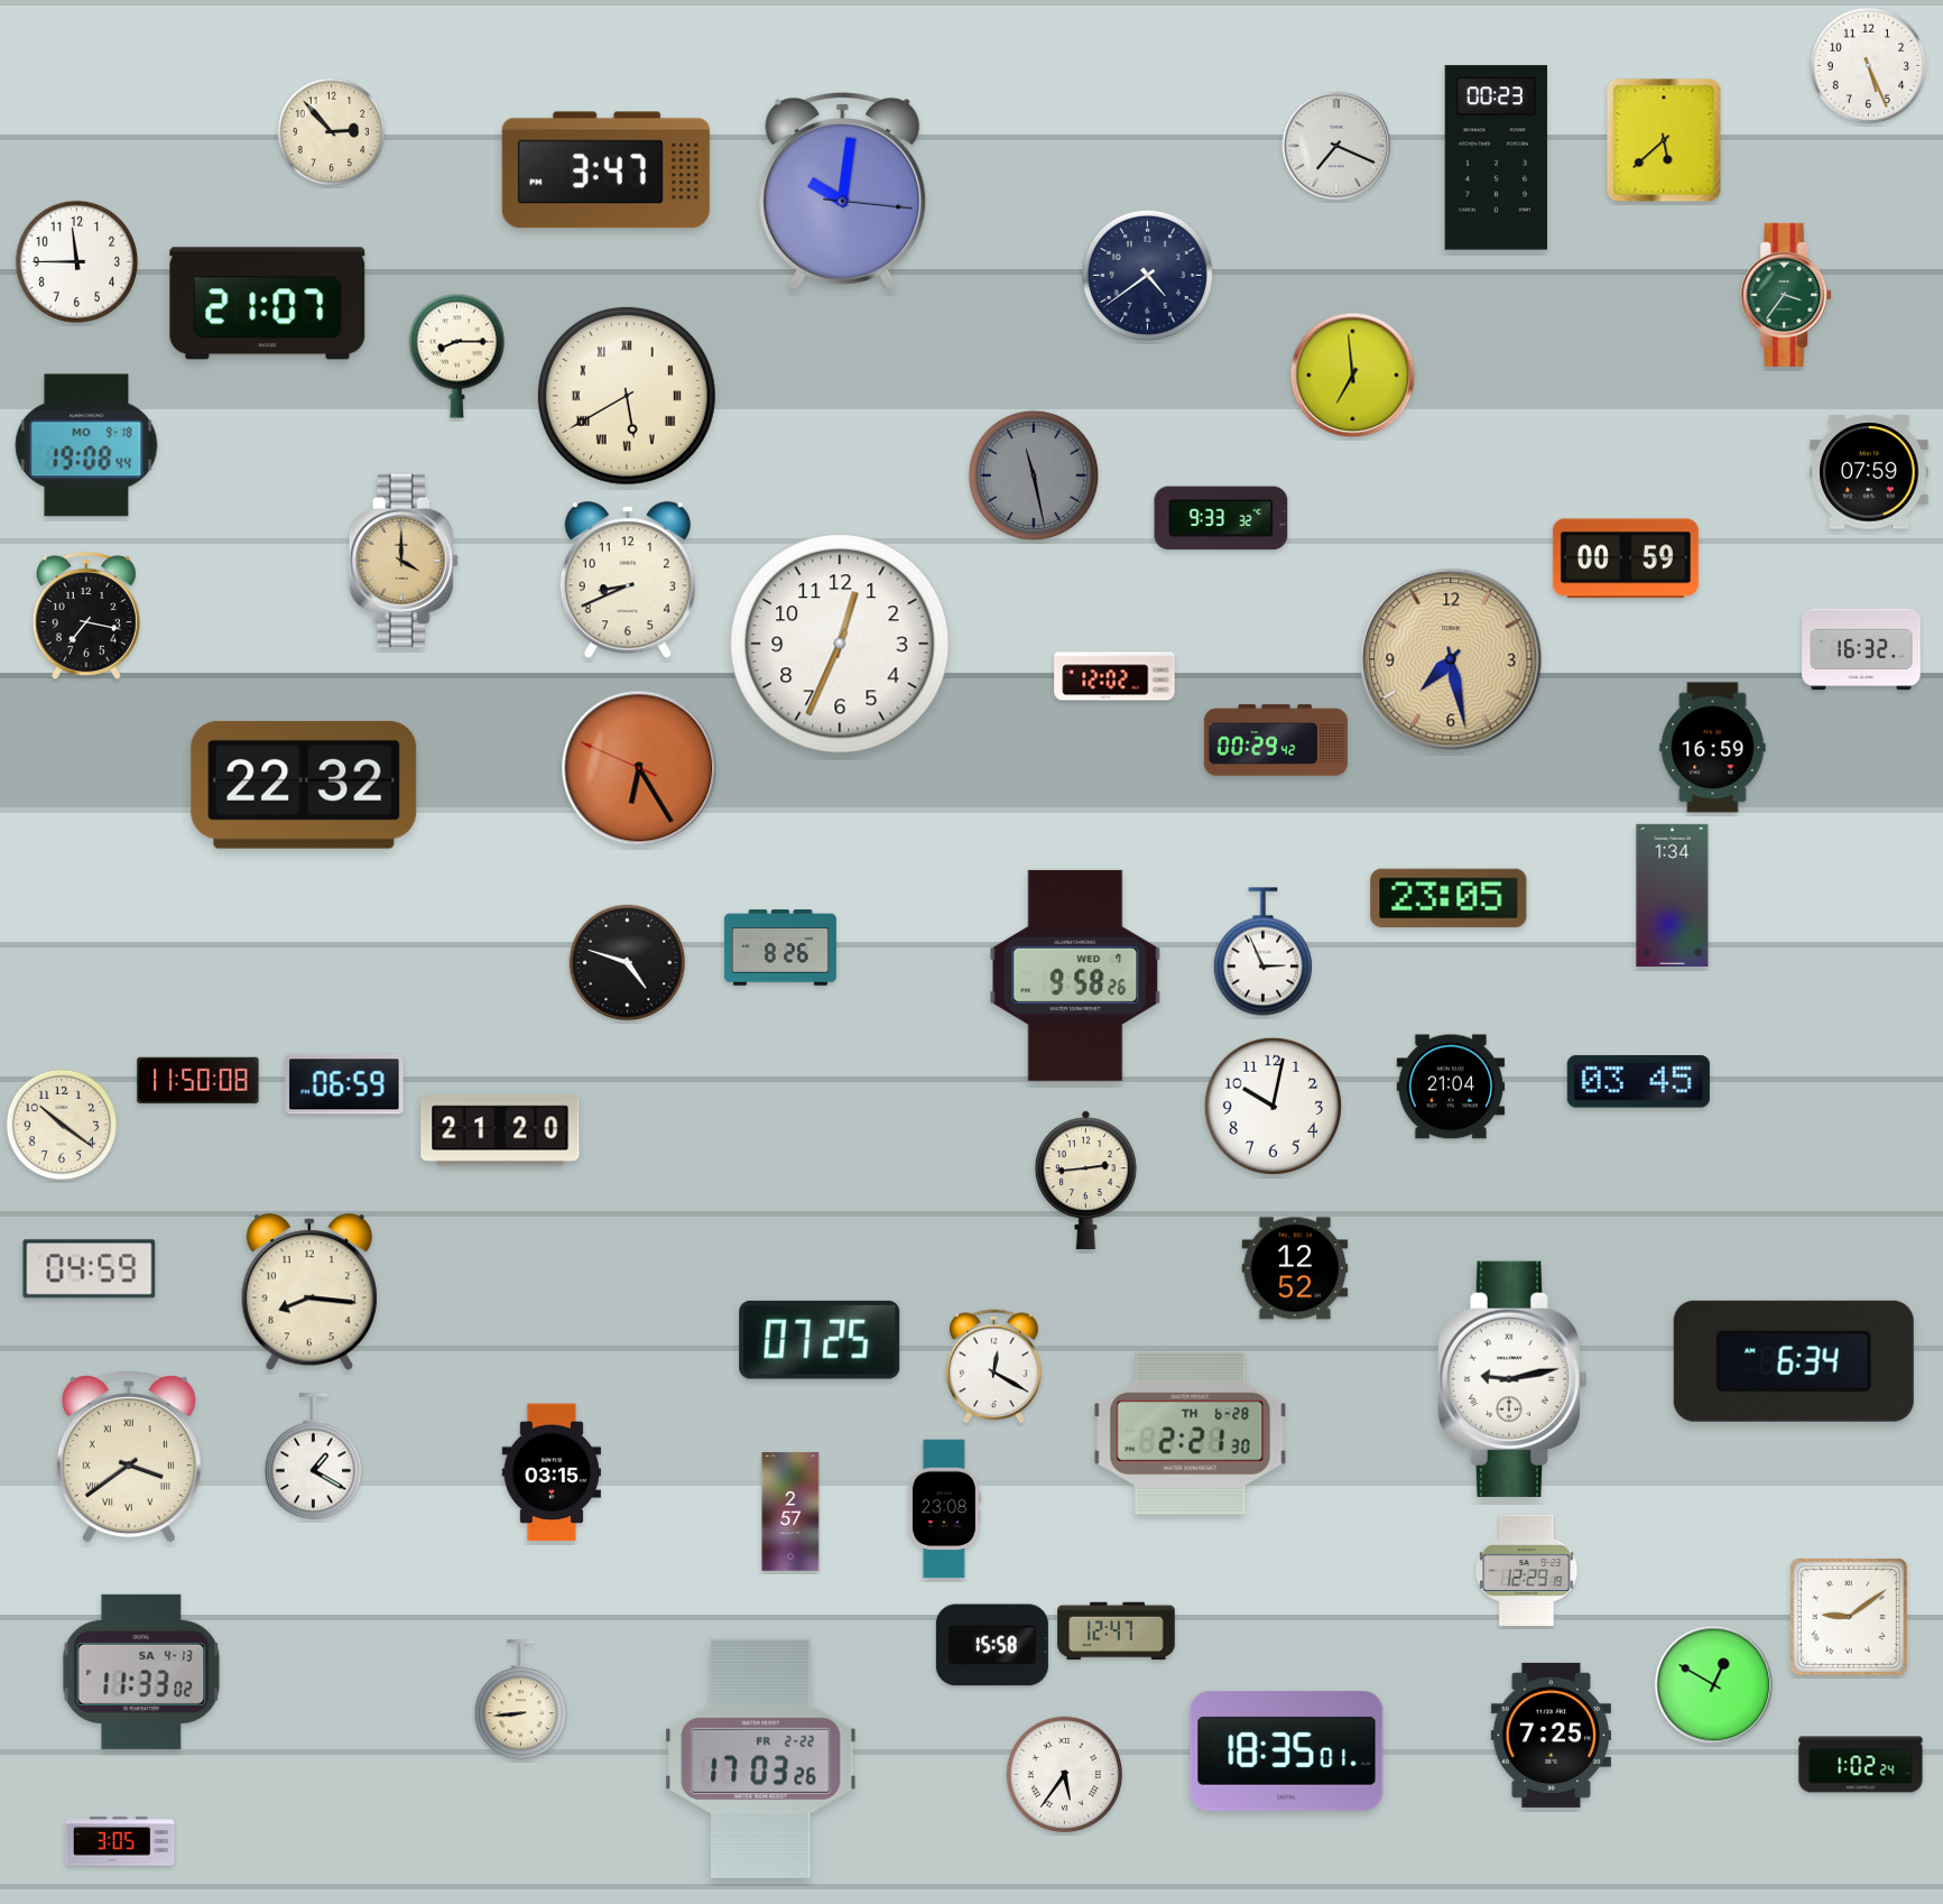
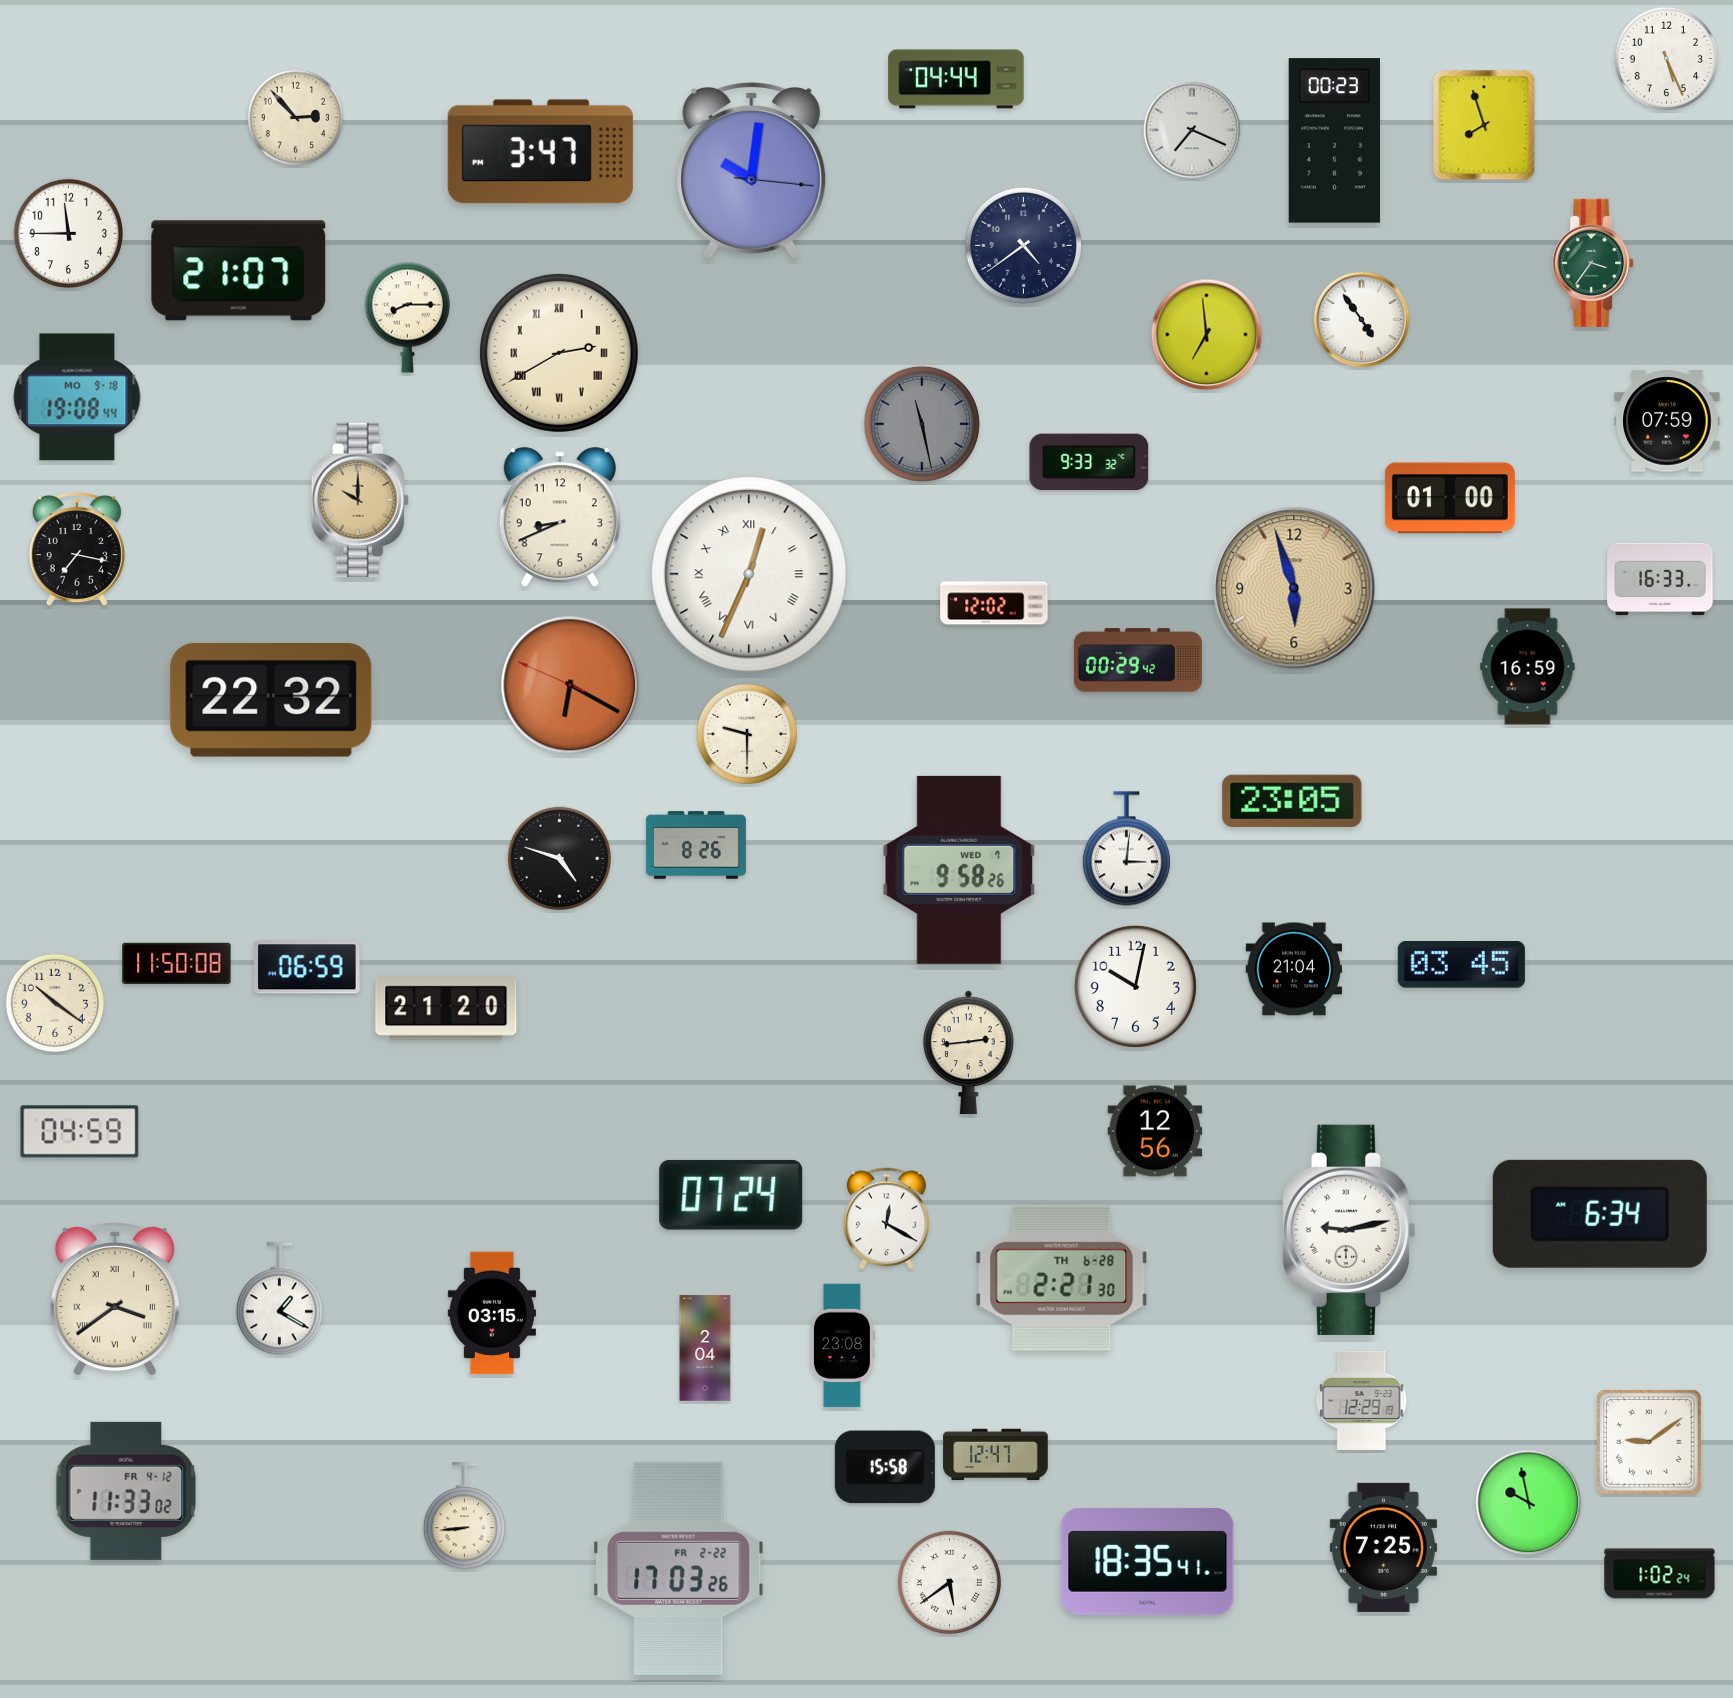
clock at (956, 79): none -> 04:44
clock at (1664, 140): 5:38 -> 7:57
clock at (1362, 320): none -> 4:54
clock at (627, 396): 5:40 -> 2:40
clock at (1626, 558): 00:59 -> 01:00
clock at (404, 561): 4:00 -> 10:00
clock at (840, 644) numerals: Arabic -> Roman
clock at (1861, 649): 16:32 -> 16:33
clock at (1451, 659): 7:28 -> 5:57
clock at (639, 768): 6:24 -> 6:19
clock at (746, 733): none -> 9:30
clock at (1673, 895): 1:34 -> none
clock at (1262, 952): 2:56 -> 3:01
clock at (1295, 1268): 12:52 -> 12:56
clock at (309, 1293): 8:16 -> none
clock at (820, 1340): 07:25 -> 07:24
clock at (790, 1512): 2:57 -> 2:04
clock at (141, 1672) date: SA 4-13 -> FR 4-12
clock at (1714, 1685): 12:50 -> 9:58
clock at (1287, 1750): 18:35:01 -> 18:35:41
clock at (1064, 1774): 5:36 -> 5:39
clock at (120, 1841): 3:05 -> none
